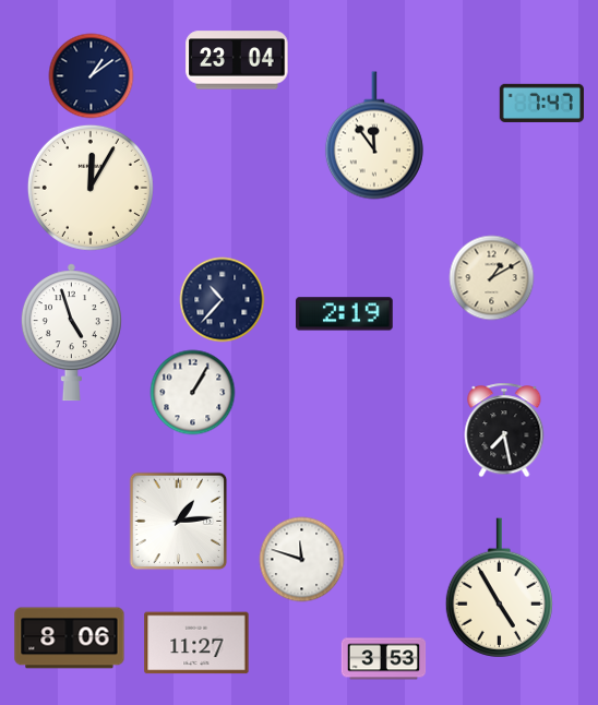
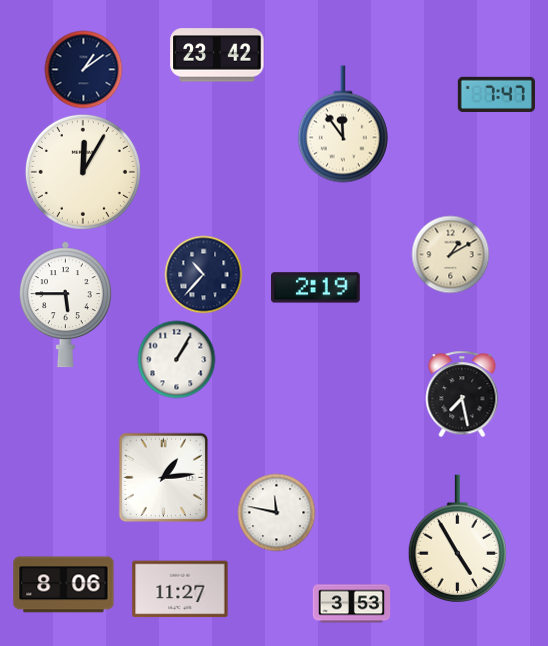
clock at (237, 60): 23:04 -> 23:42
clock at (71, 333): 4:57 -> 5:45
clock at (301, 559): 11:48 -> 11:47
